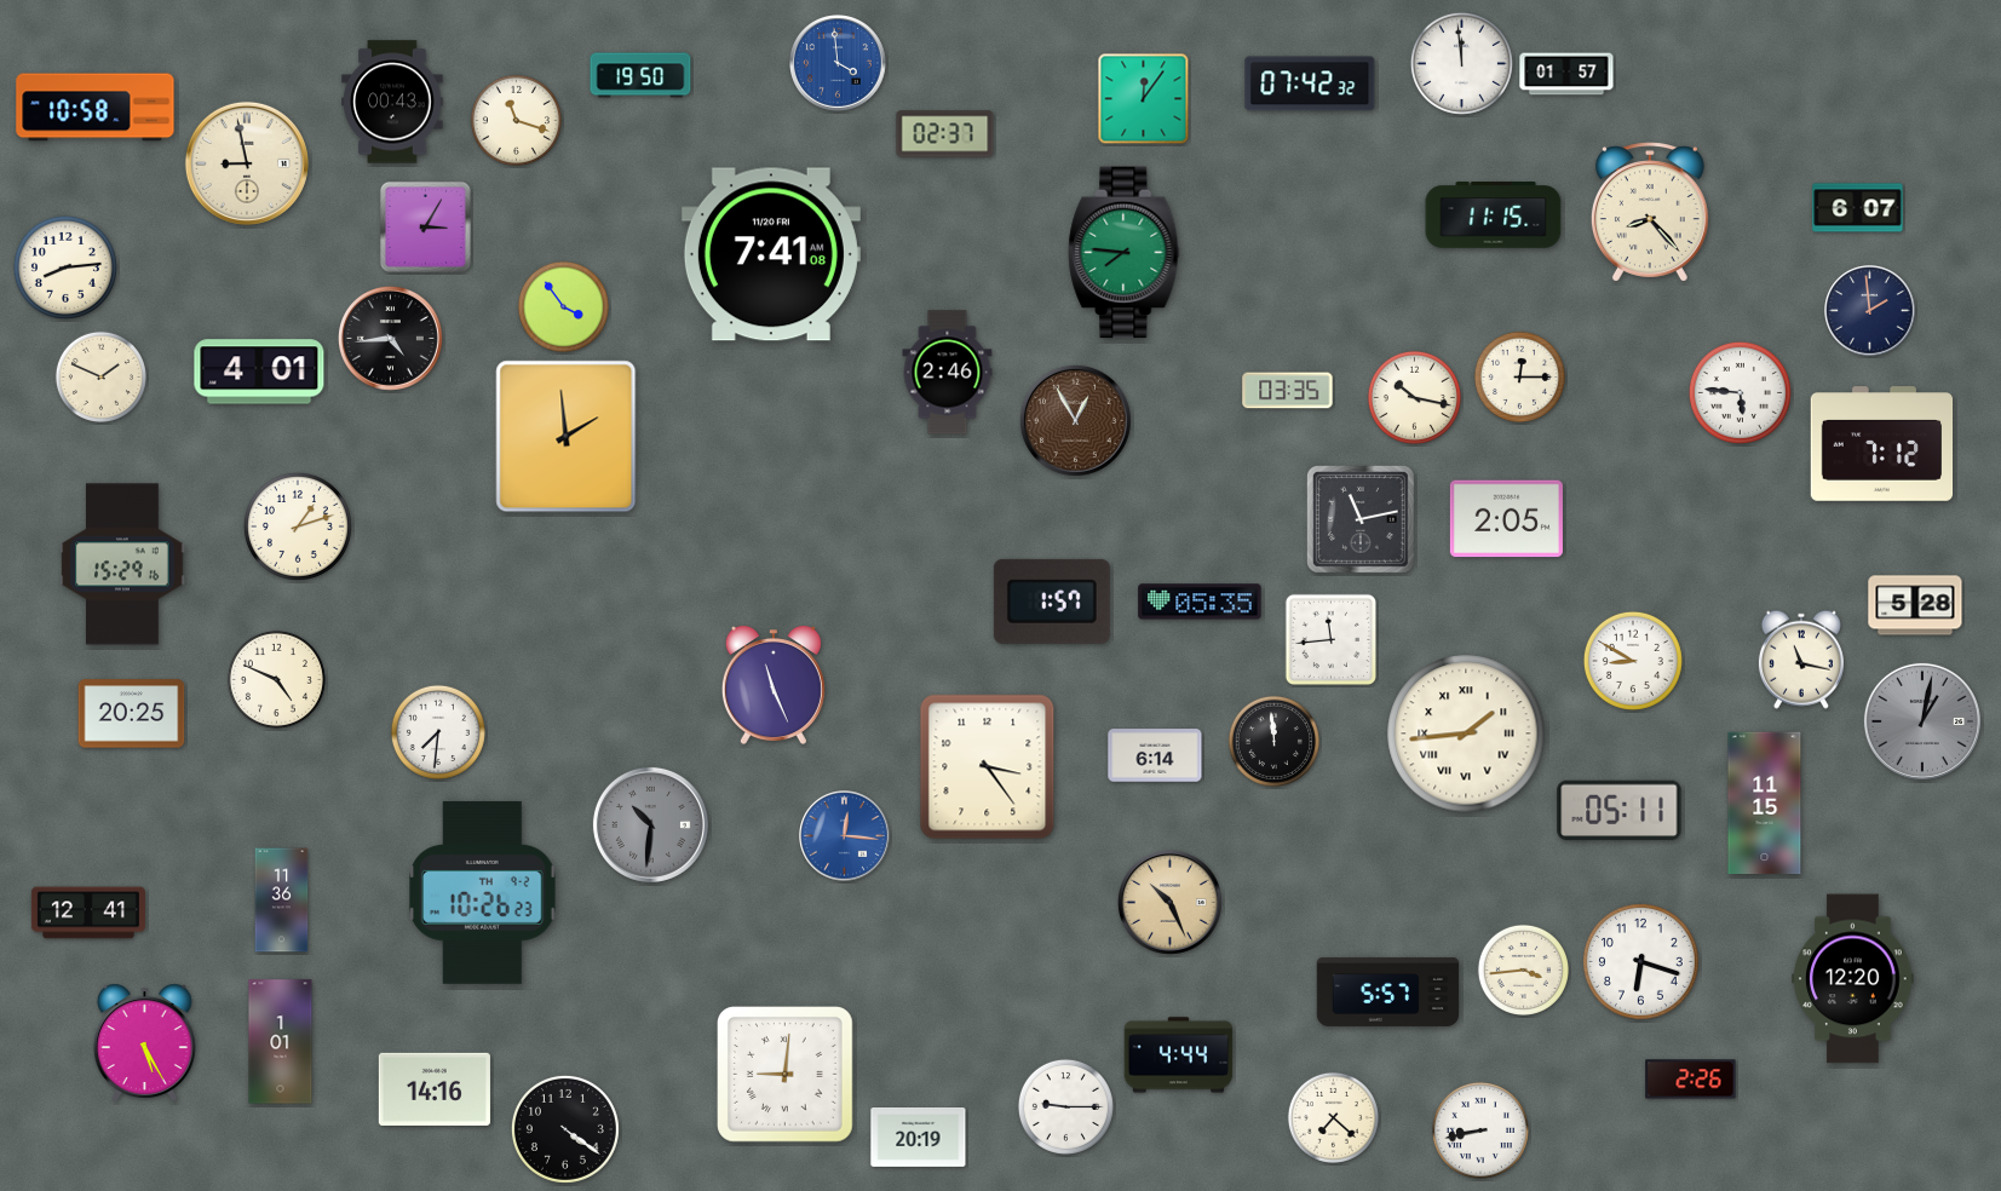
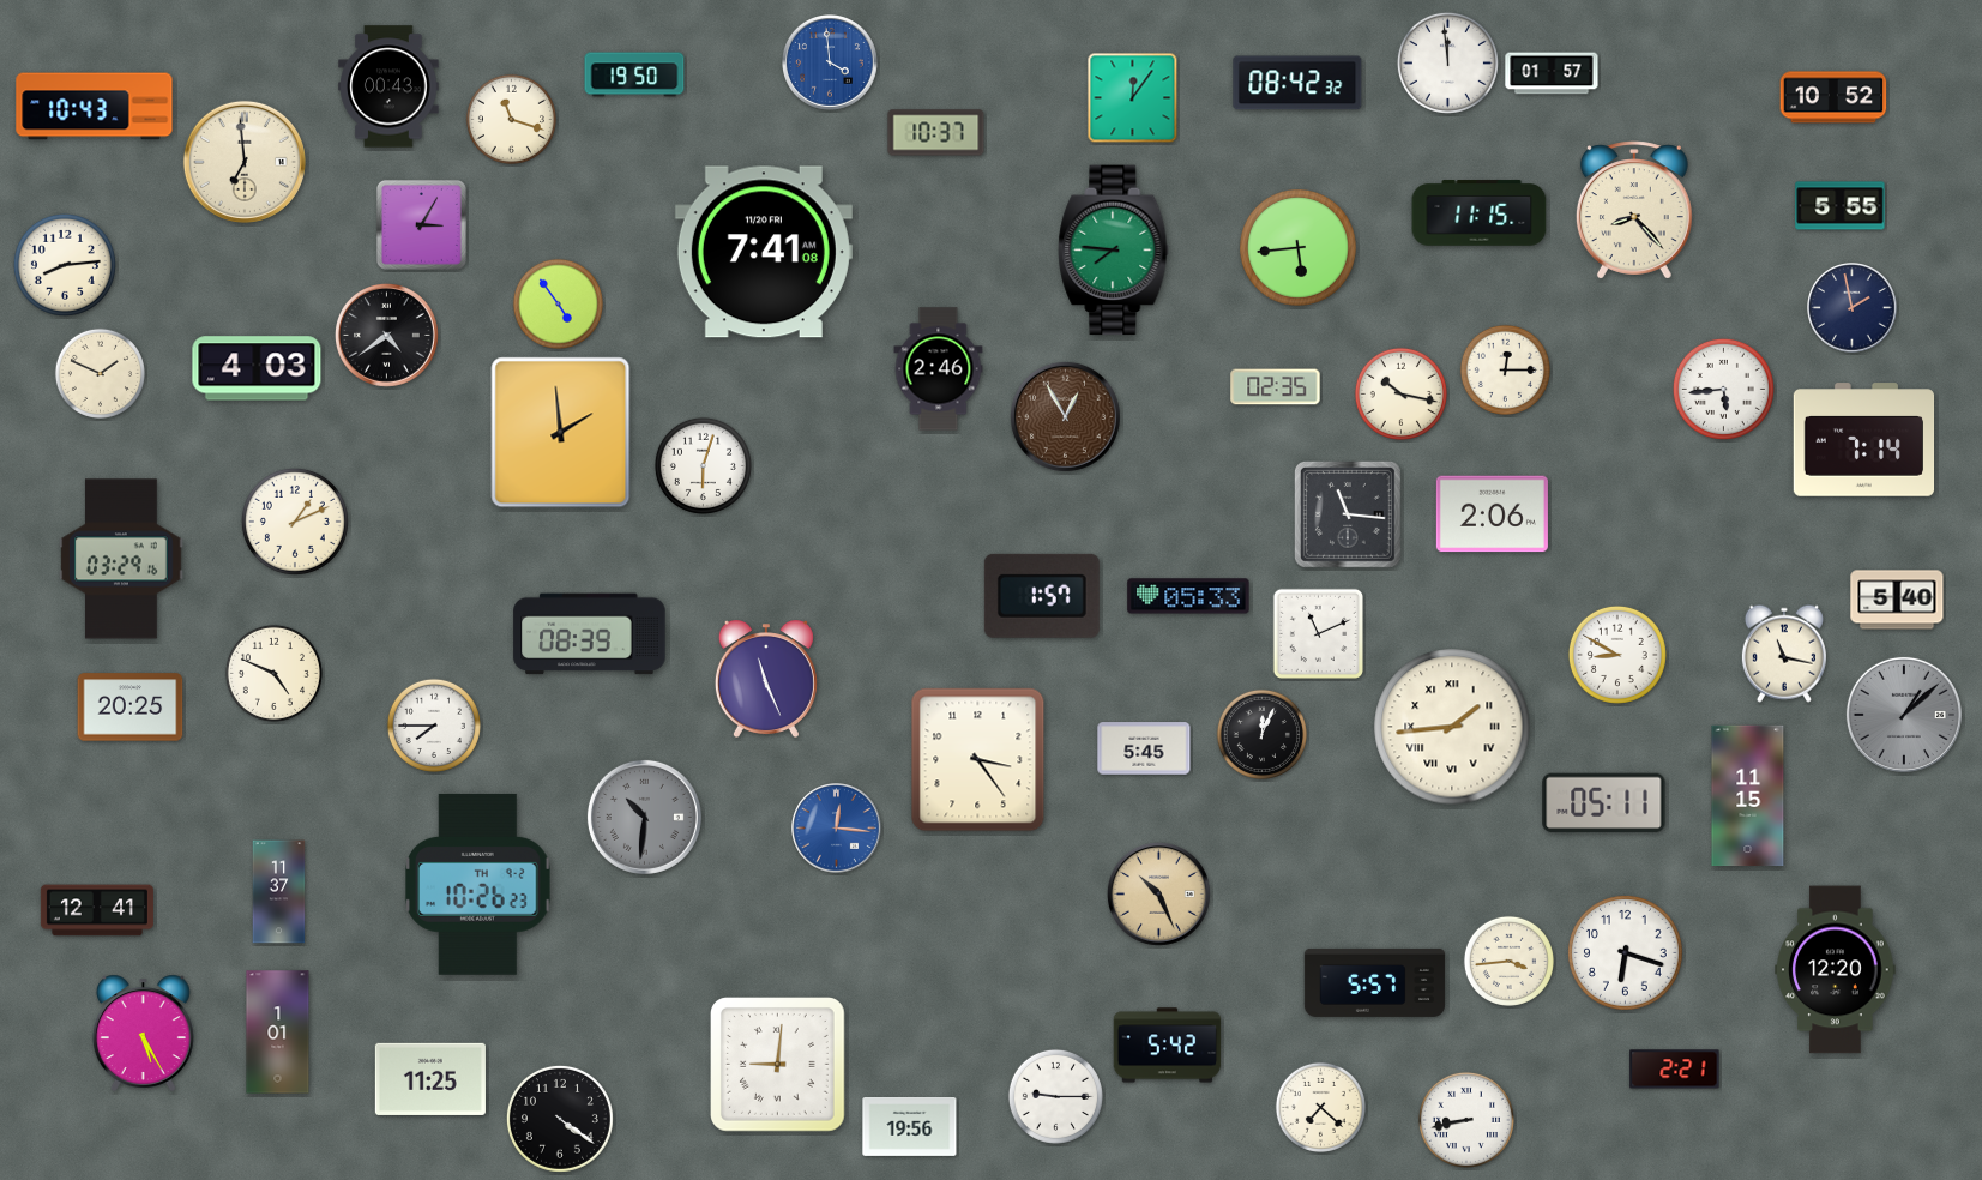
clock at (1310, 84): 07:42 -> 08:42
clock at (1833, 97): none -> 10:52
clock at (392, 102) position: (392, 102) -> (388, 86)
clock at (96, 108): 10:58 -> 10:43
clock at (945, 134): 02:37 -> 10:37
clock at (247, 163): 8:58 -> 6:59
clock at (1858, 208): 6:07 -> 5:55
clock at (1297, 247): none -> 5:44
clock at (563, 306): 3:54 -> 4:54
clock at (1870, 311): 1:59 -> 1:58
clock at (390, 338): 4:44 -> 4:39
clock at (259, 372): 4:01 -> 4:03
clock at (1519, 376) position: (1519, 376) -> (1505, 369)
clock at (1288, 391): 03:35 -> 02:35
clock at (1740, 392): 5:46 -> 5:44
clock at (1882, 444): 7:12 -> 7:14
clock at (703, 465): none -> 6:03
clock at (1361, 519): 11:13 -> 11:16
clock at (1506, 519): 2:05 -> 2:06
clock at (298, 527): 1:12 -> 1:11
clock at (122, 564): 15:29 -> 03:29
clock at (1200, 602): 05:35 -> 05:33
clock at (1915, 605): 5:28 -> 5:40
clock at (1330, 639): 11:44 -> 11:11
clock at (590, 634): none -> 08:39
clock at (1922, 721): 1:02 -> 1:08
clock at (438, 732): 7:31 -> 7:45
clock at (1273, 741): 11:59 -> 12:04
clock at (1155, 755): 6:14 -> 5:45
clock at (282, 901): 11:36 -> 11:37
clock at (88, 913) position: (88, 913) -> (97, 910)
clock at (1179, 1055): 4:44 -> 5:42
clock at (1691, 1080): 2:26 -> 2:21
clock at (435, 1089): 14:16 -> 11:25
clock at (919, 1137): 20:19 -> 19:56
